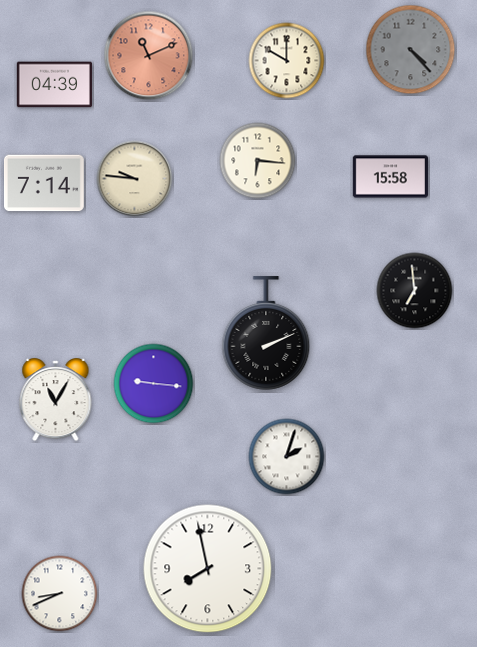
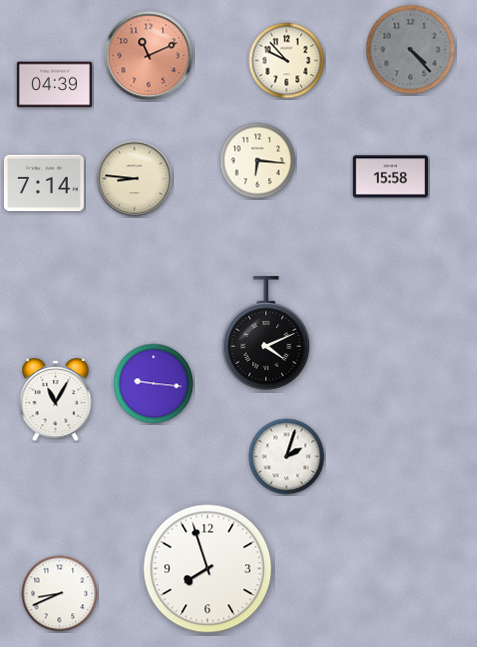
clock at (287, 61): 10:00 -> 9:53
clock at (135, 179): 9:46 -> 8:46
clock at (415, 291): 6:59 -> none
clock at (266, 333): 2:11 -> 4:11
clock at (208, 569): 7:58 -> 7:57
